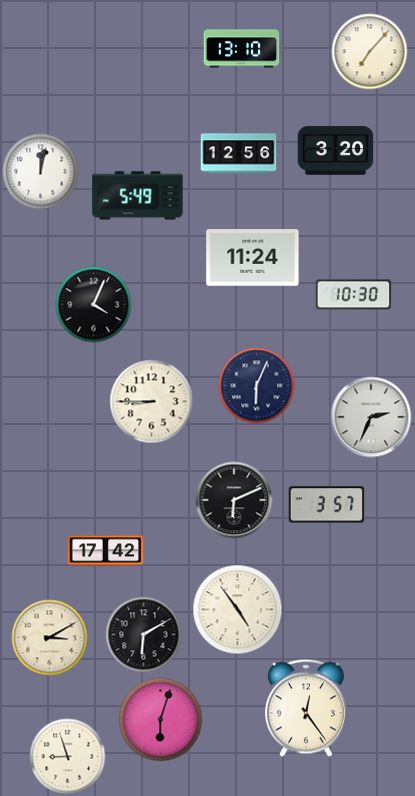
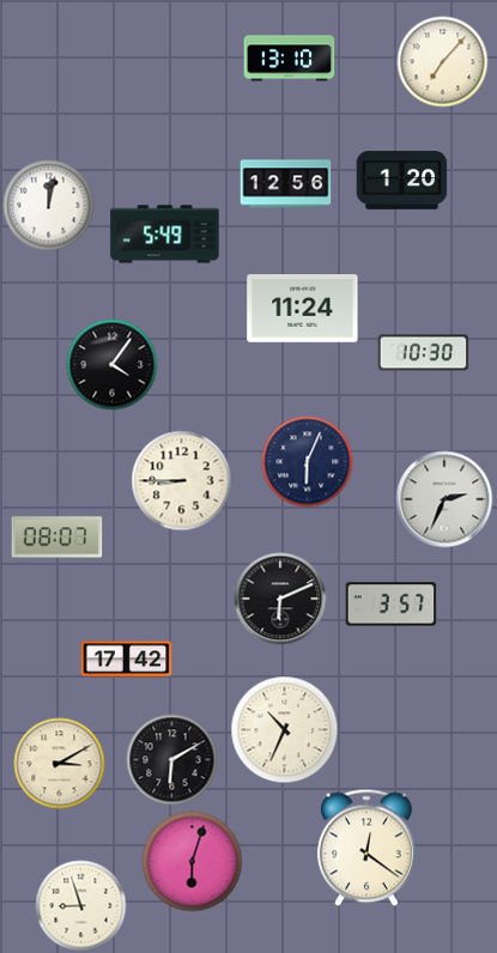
clock at (336, 151): 3:20 -> 1:20
clock at (94, 305): 4:04 -> 4:06
clock at (57, 538): none -> 08:07
clock at (238, 610): 4:54 -> 10:34
clock at (307, 708): 12:24 -> 12:21
